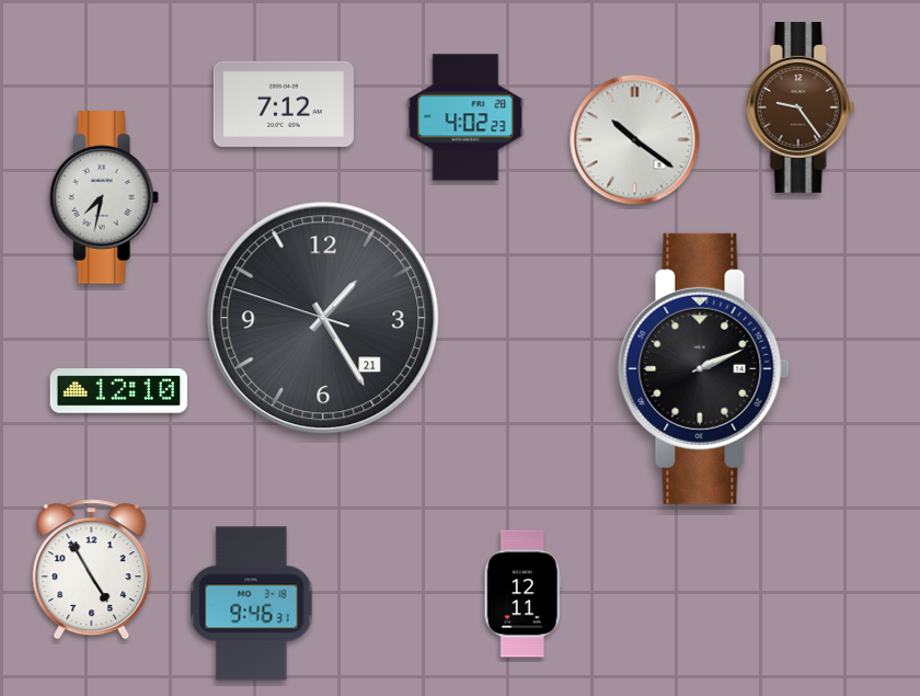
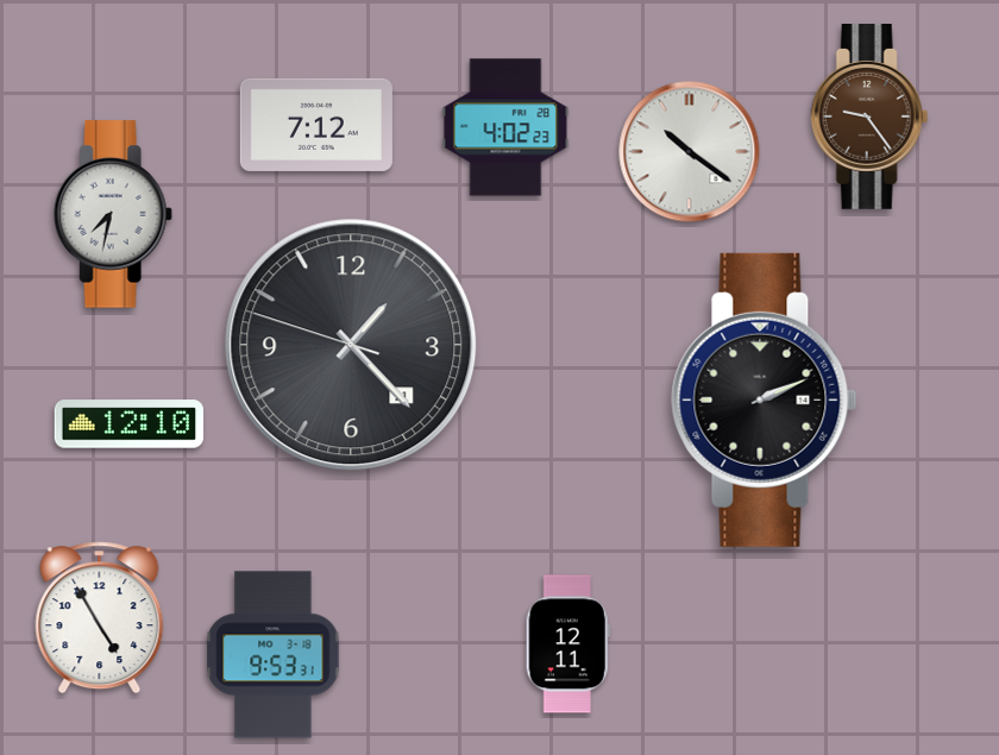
clock at (284, 104) position: (284, 104) -> (316, 125)
clock at (323, 318): 1:24 -> 1:22
clock at (252, 604): 9:46 -> 9:53
